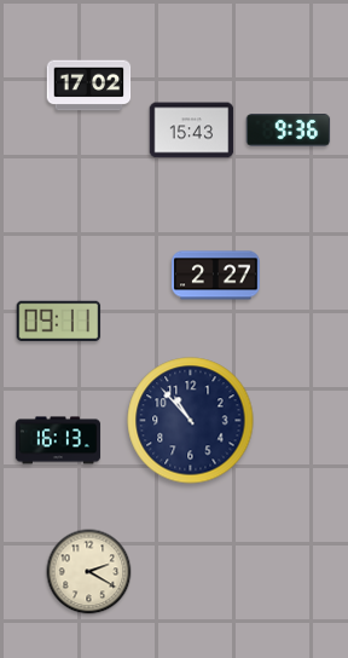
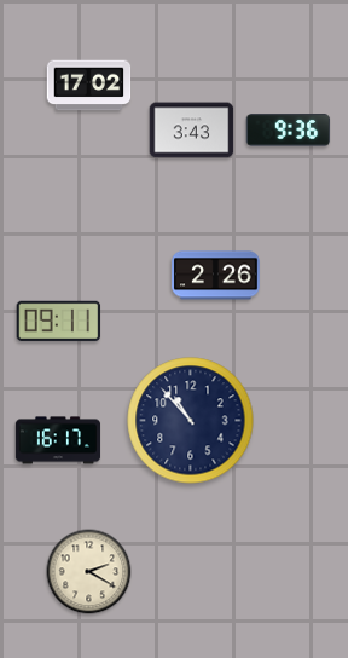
clock at (192, 131): 15:43 -> 3:43
clock at (216, 276): 2:27 -> 2:26
clock at (58, 440): 16:13 -> 16:17
